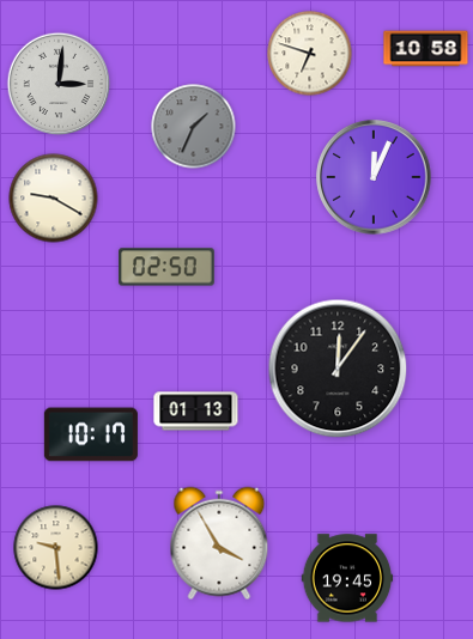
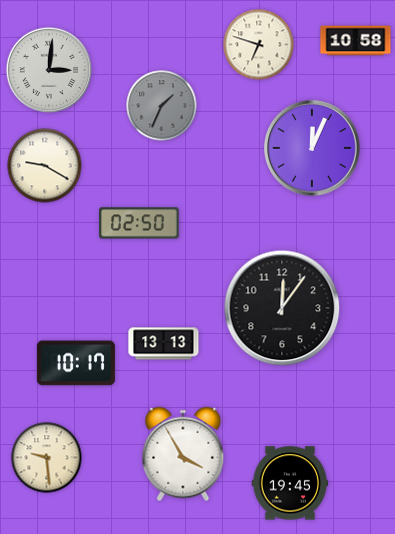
clock at (196, 412): 01:13 -> 13:13
